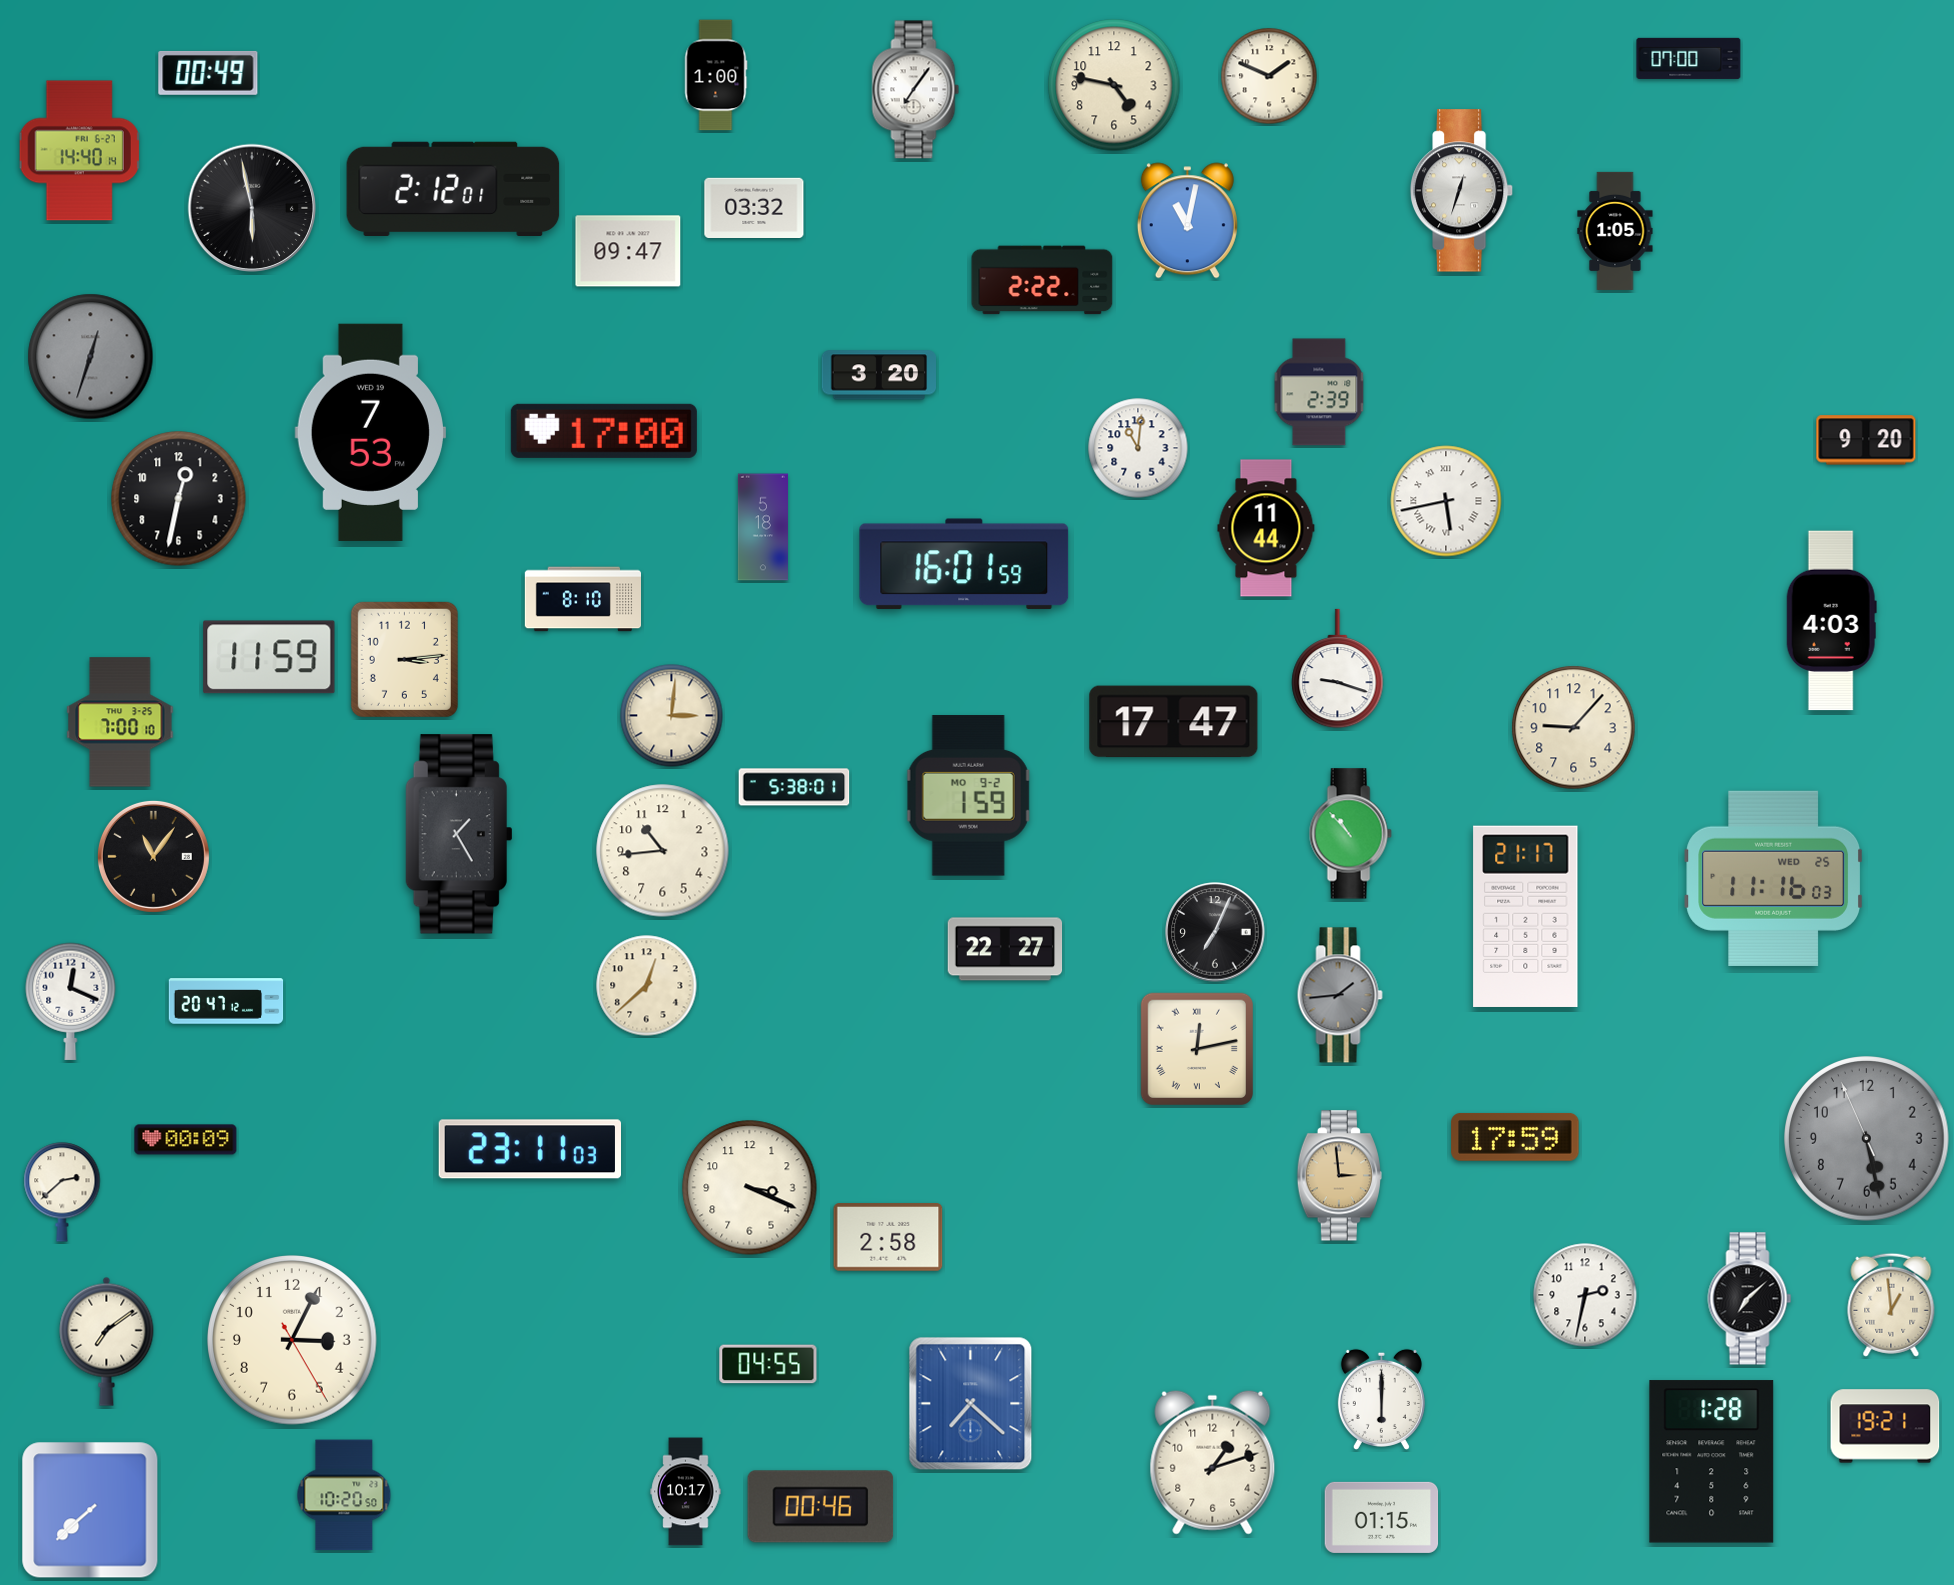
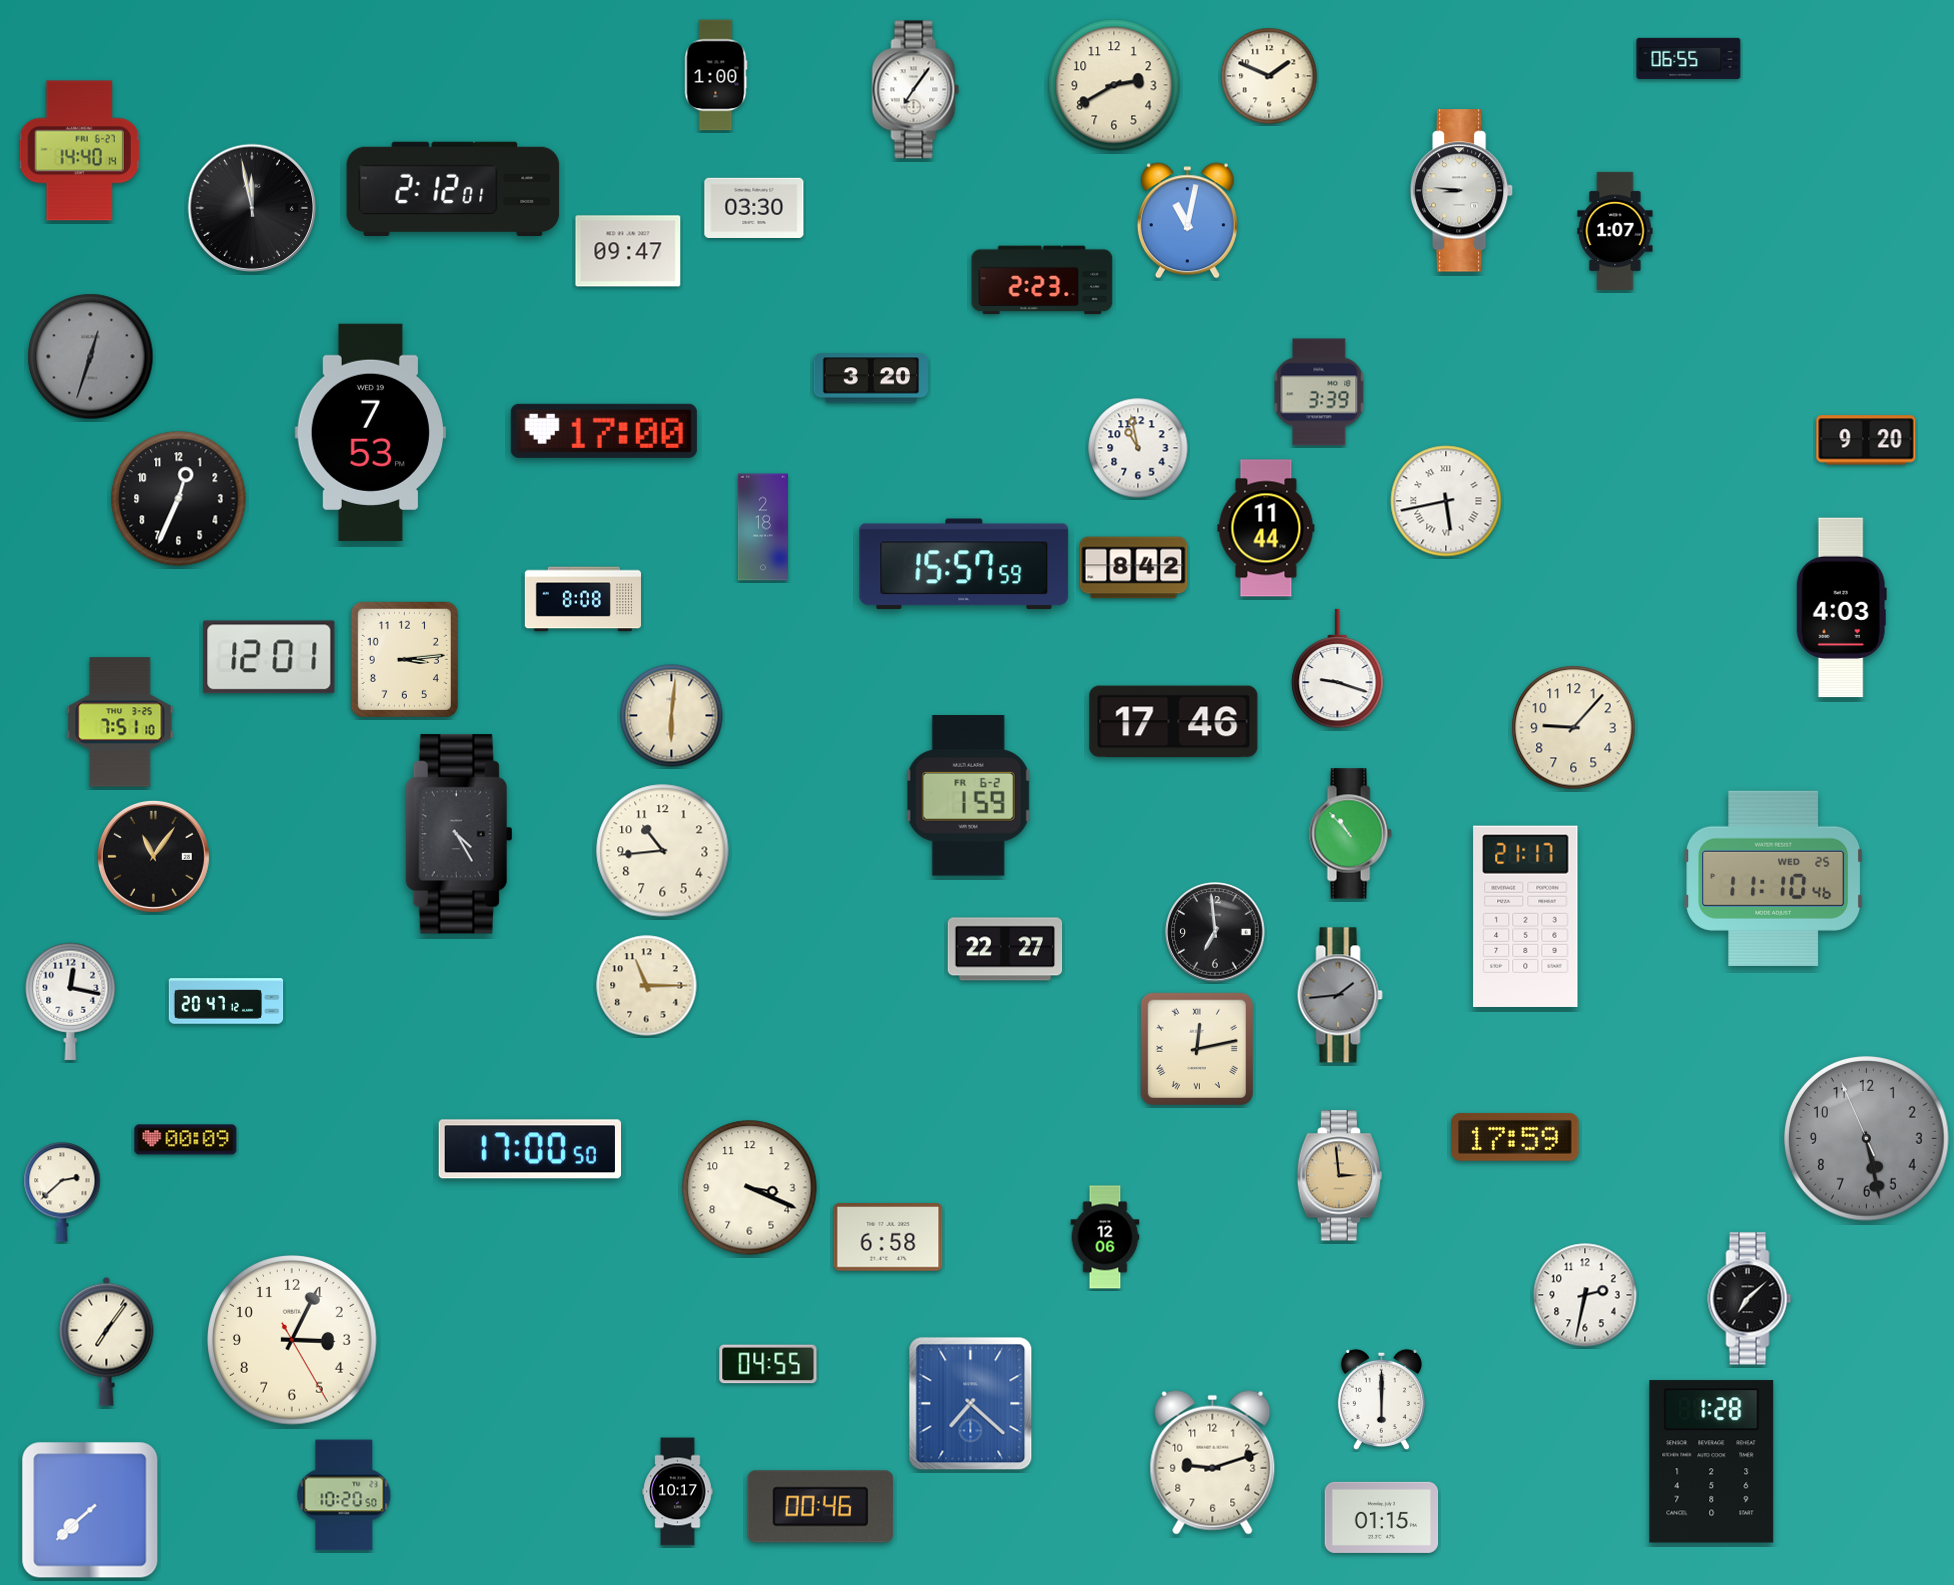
clock at (1689, 58): 07:00 -> 06:55
clock at (208, 73): 00:49 -> none
clock at (1114, 85): 4:47 -> 2:40
clock at (1462, 191): 12:33 -> 8:46
clock at (754, 207): 03:32 -> 03:30
clock at (252, 208): 5:58 -> 11:58
clock at (1615, 231): 1:05 -> 1:07
clock at (1042, 280): 2:22 -> 2:23
clock at (879, 375) position: (879, 375) -> (871, 378)
clock at (1319, 392): 2:39 -> 3:39
clock at (1138, 448): 11:01 -> 10:58
clock at (179, 499): 12:32 -> 12:34
clock at (763, 527): 5:18 -> 2:18
clock at (964, 564): 16:01 -> 15:57
clock at (1134, 568): none -> 8:42
clock at (582, 599): 8:10 -> 8:08
clock at (1831, 621) position: (1831, 621) -> (1841, 608)
clock at (269, 657): 11:59 -> 12:01
clock at (672, 716): 3:01 -> 6:01
clock at (120, 722): 7:00 -> 7:51
clock at (1174, 722): 17:47 -> 17:46
clock at (794, 787): 5:38 -> none
clock at (968, 796) date: MO 9-2 -> FR 6-2
clock at (459, 834): 1:25 -> 4:25
clock at (1774, 878): 11:16 -> 11:10
clock at (1215, 932): 7:04 -> 6:59
clock at (647, 986): 12:38 -> 11:15
clock at (71, 1001): 12:19 -> 12:17
clock at (529, 1149): 23:11 -> 17:00
clock at (888, 1237): 2:58 -> 6:58
clock at (1105, 1237): none -> 12:06
clock at (1891, 1305): 12:59 -> none
clock at (107, 1341): 7:09 -> 7:06
clock at (1885, 1426): 19:21 -> none
clock at (1213, 1462): 1:12 -> 9:12
clock at (686, 1492) position: (686, 1492) -> (678, 1492)
